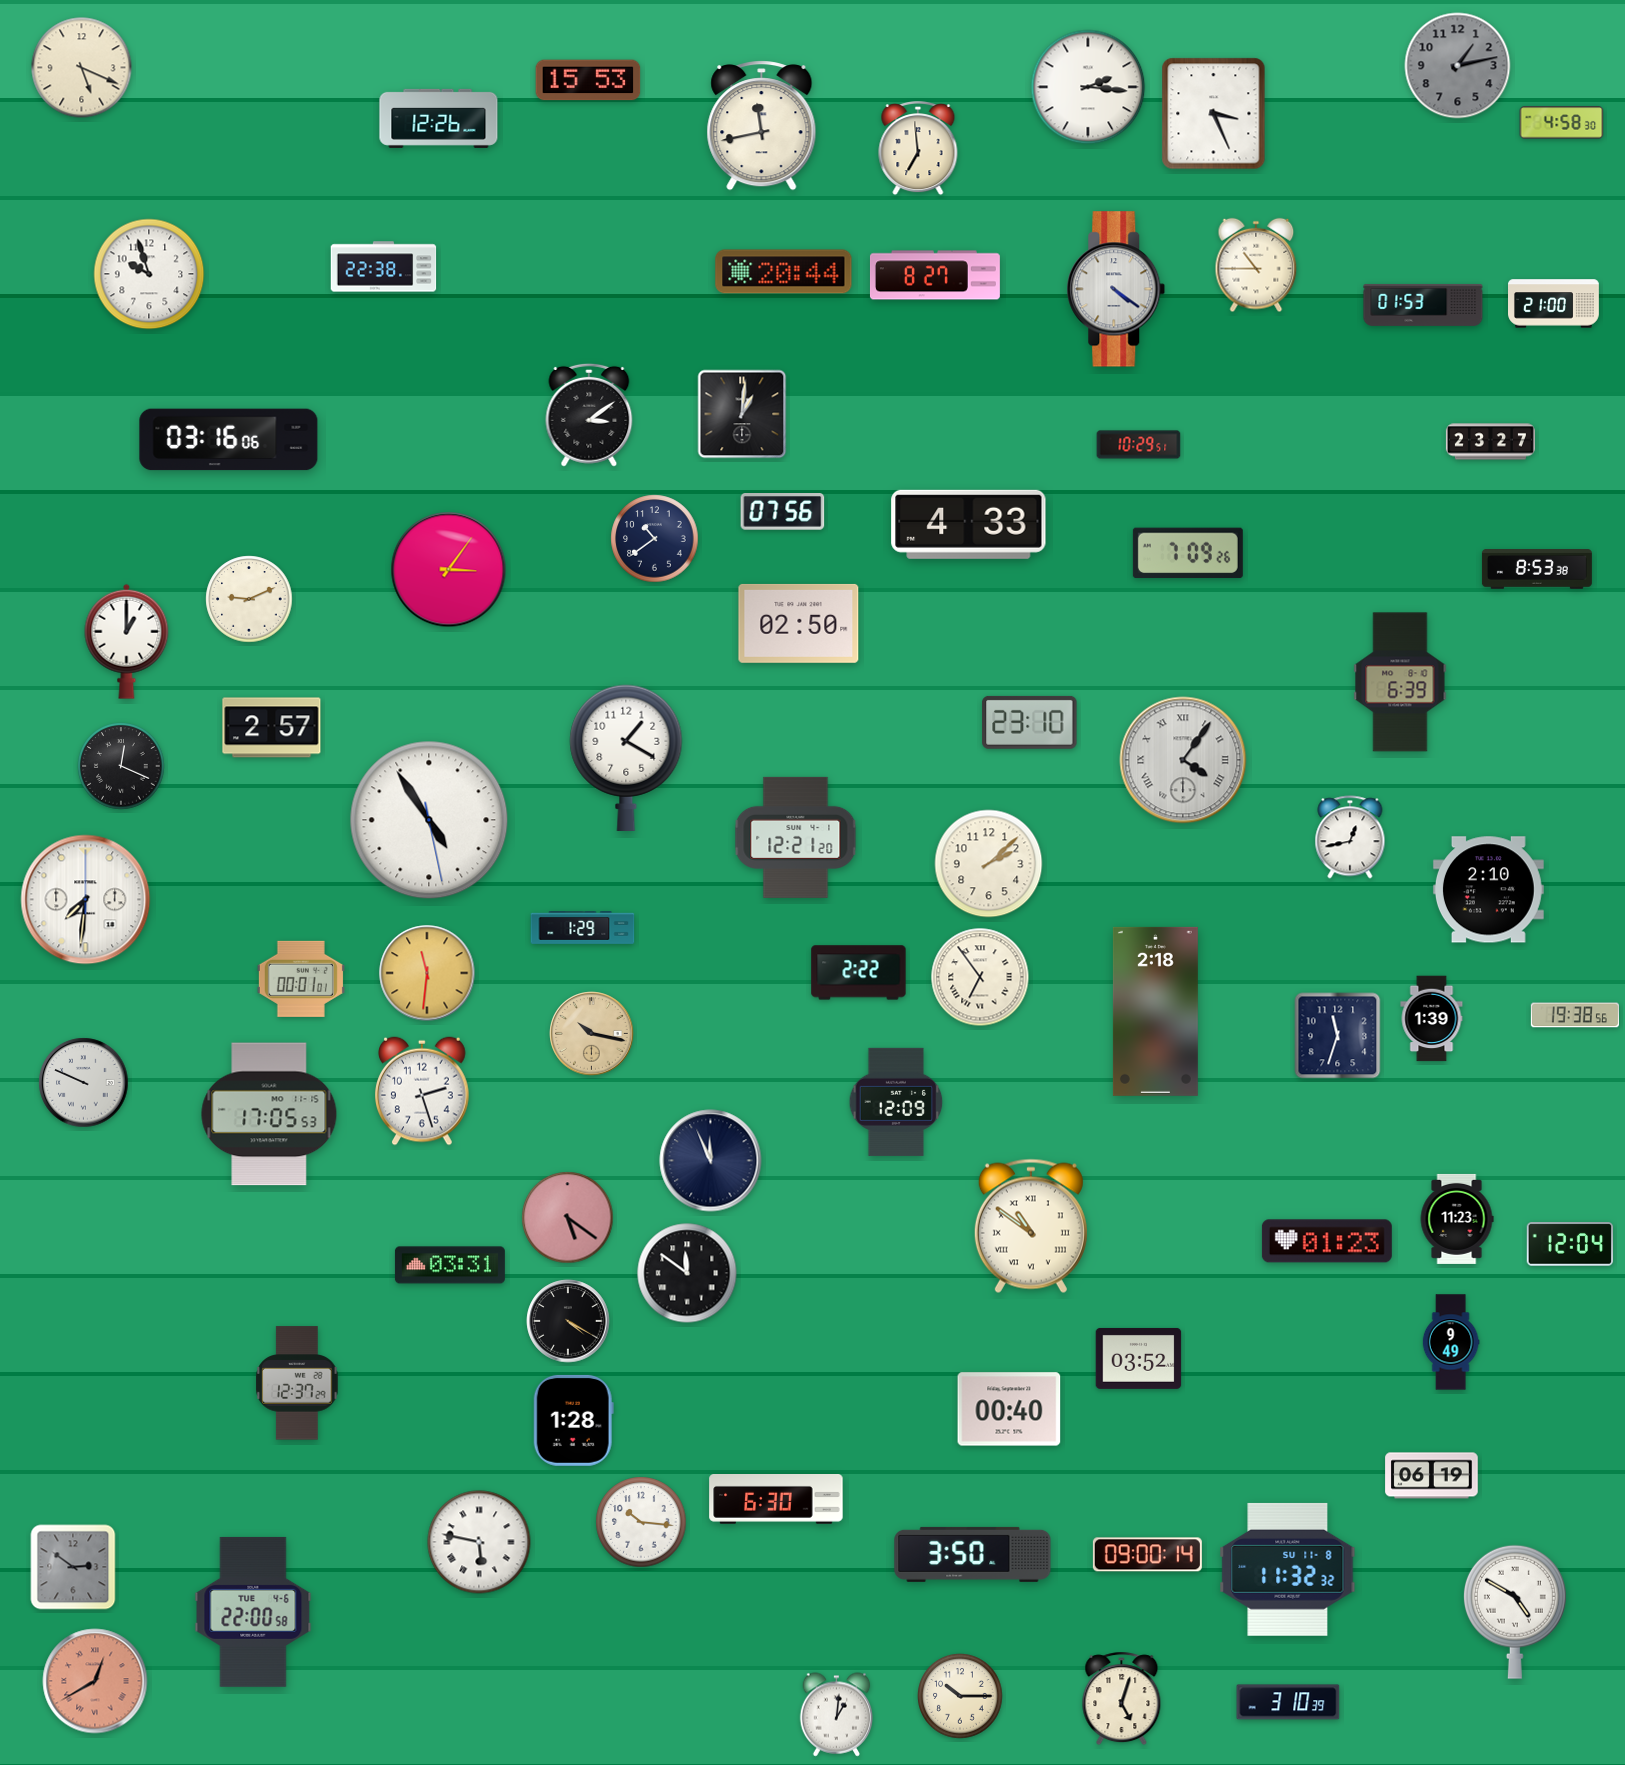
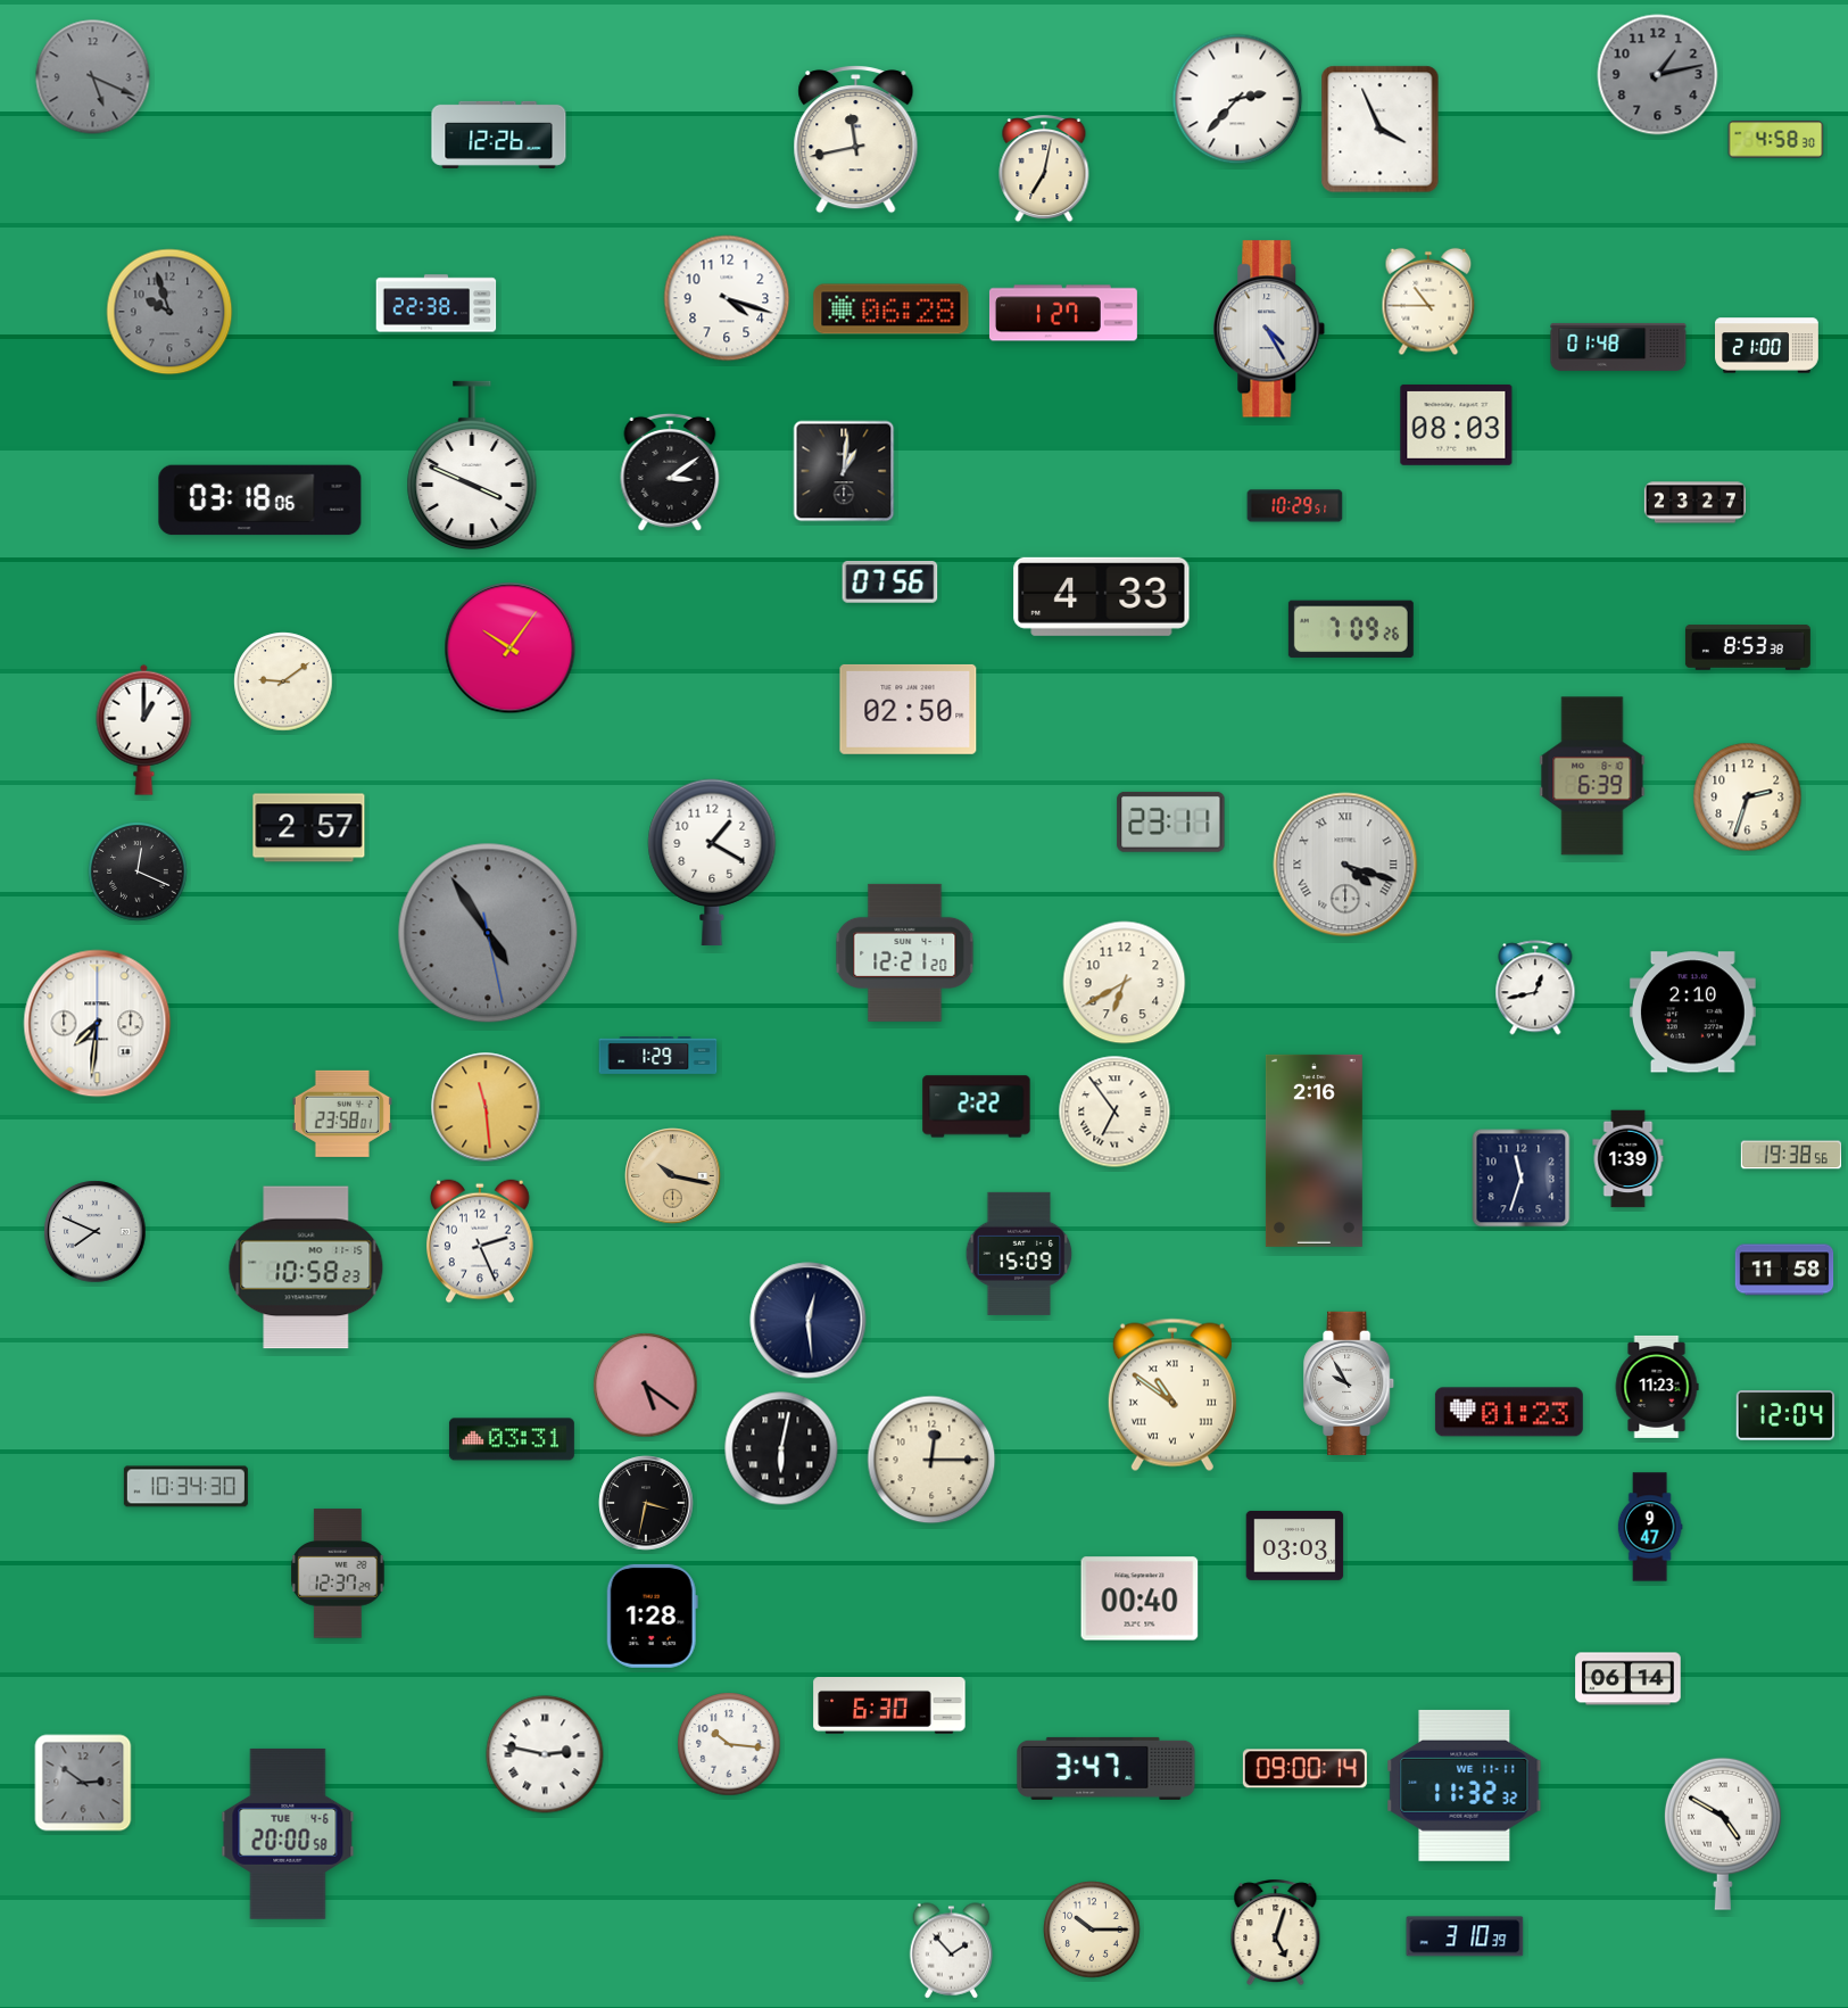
clock at (82, 68) dial: cream -> grey
clock at (588, 80): 15:53 -> none
clock at (1088, 87): 2:16 -> 2:37
clock at (1214, 114): 3:26 -> 3:56
clock at (762, 126) position: (762, 126) -> (856, 140)
clock at (918, 149): 6:59 -> 7:02
clock at (727, 298): none -> 4:18
clock at (784, 272): 20:44 -> 06:28
clock at (149, 274) dial: white -> grey
clock at (935, 275): 8:27 -> 1:27
clock at (1116, 289): 4:21 -> 4:25
clock at (1423, 305): 01:53 -> 01:48
clock at (1457, 424): none -> 08:03
clock at (472, 465): none -> 3:49
clock at (229, 440): 03:16 -> 03:18
clock at (655, 539): 10:39 -> none
clock at (449, 570): 3:06 -> 10:06
clock at (249, 599): 9:11 -> 9:09
clock at (1748, 798): none -> 2:33
clock at (1030, 722): 23:10 -> 23:11
clock at (1183, 760): 4:06 -> 4:18
clock at (429, 820) dial: white -> grey
clock at (1350, 837) position: (1350, 837) -> (1535, 988)
clock at (989, 864): 2:08 -> 6:40
clock at (583, 928) position: (583, 928) -> (658, 1056)
clock at (427, 973): 11:31 -> 11:29
clock at (301, 979): 00:01 -> 23:58
clock at (1155, 1011): 2:18 -> 2:16
clock at (84, 1083): 9:49 -> 7:49
clock at (422, 1091): 2:27 -> 2:26
clock at (896, 1102): 12:09 -> 15:09
clock at (269, 1114): 17:05 -> 10:58
clock at (1784, 1270): none -> 11:58
clock at (711, 1161): 11:56 -> 12:29
clock at (1350, 1382): none -> 9:55
clock at (687, 1273): 11:51 -> 6:02
clock at (931, 1460): none -> 12:15
clock at (185, 1487): none -> 10:34
clock at (568, 1321): 4:20 -> 3:32
clock at (1451, 1342): 9:49 -> 9:47
clock at (1139, 1359): 03:52 -> 03:03
clock at (1009, 1409) position: (1009, 1409) -> (1140, 1598)
clock at (1432, 1476): 06:19 -> 06:14
clock at (776, 1500) position: (776, 1500) -> (889, 1707)
clock at (641, 1522) position: (641, 1522) -> (729, 1744)
clock at (479, 1542): 5:47 -> 2:47
clock at (973, 1554): 3:50 -> 3:47
clock at (1288, 1569) date: SU 11-8 -> WE 11-11
clock at (253, 1612): 22:00 -> 20:00
clock at (95, 1681): 12:40 -> none
clock at (837, 1715): 1:01 -> 1:53
